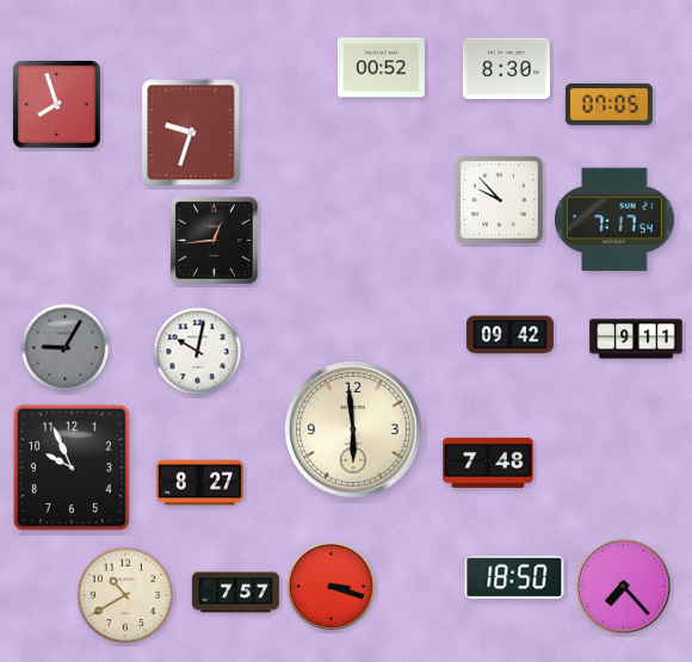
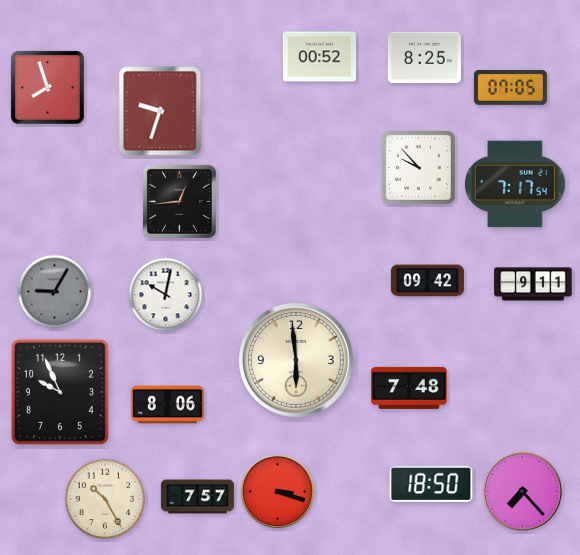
clock at (506, 68): 8:30 -> 8:25
clock at (199, 483): 8:27 -> 8:06
clock at (125, 595): 10:40 -> 10:25
